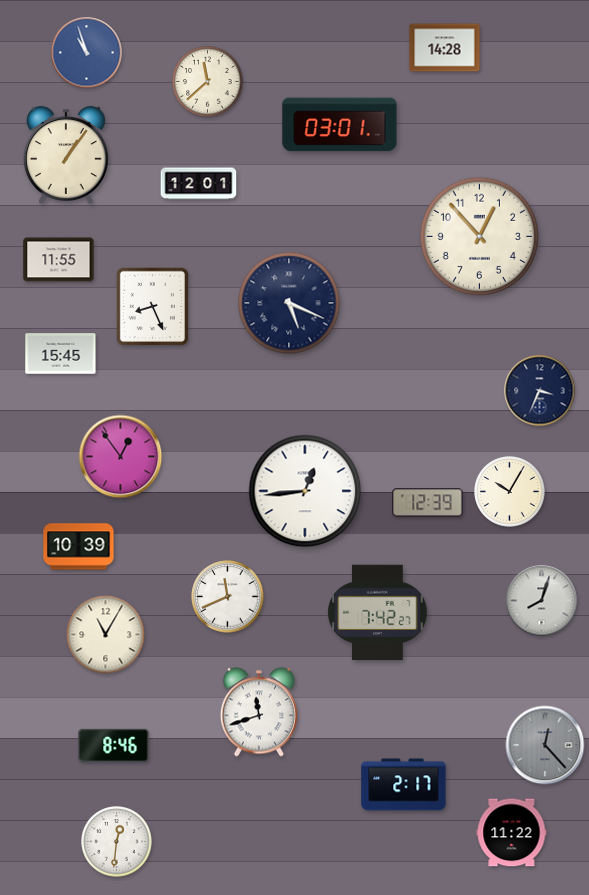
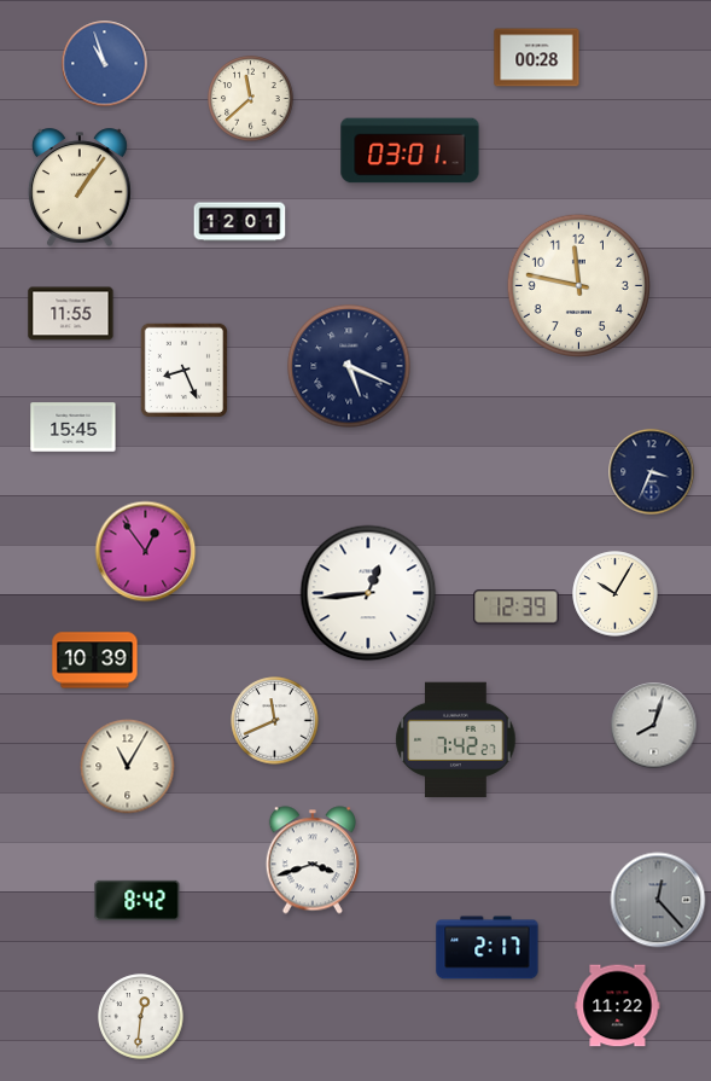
clock at (445, 48): 14:28 -> 00:28
clock at (479, 236): 12:53 -> 11:47
clock at (259, 712): 11:42 -> 3:42
clock at (114, 745): 8:46 -> 8:42
